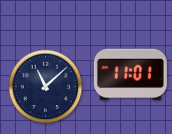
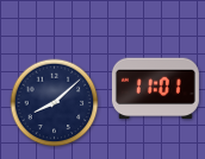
clock at (46, 87): 11:08 -> 8:08
